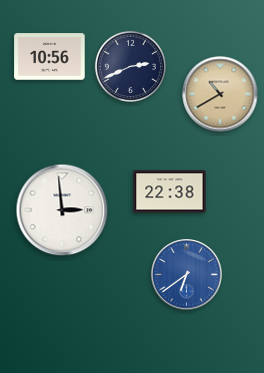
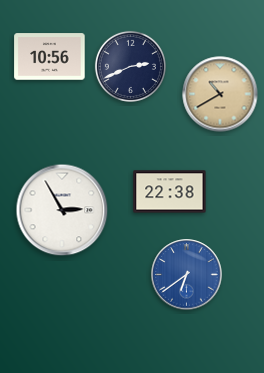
clock at (62, 210): 2:59 -> 2:55
